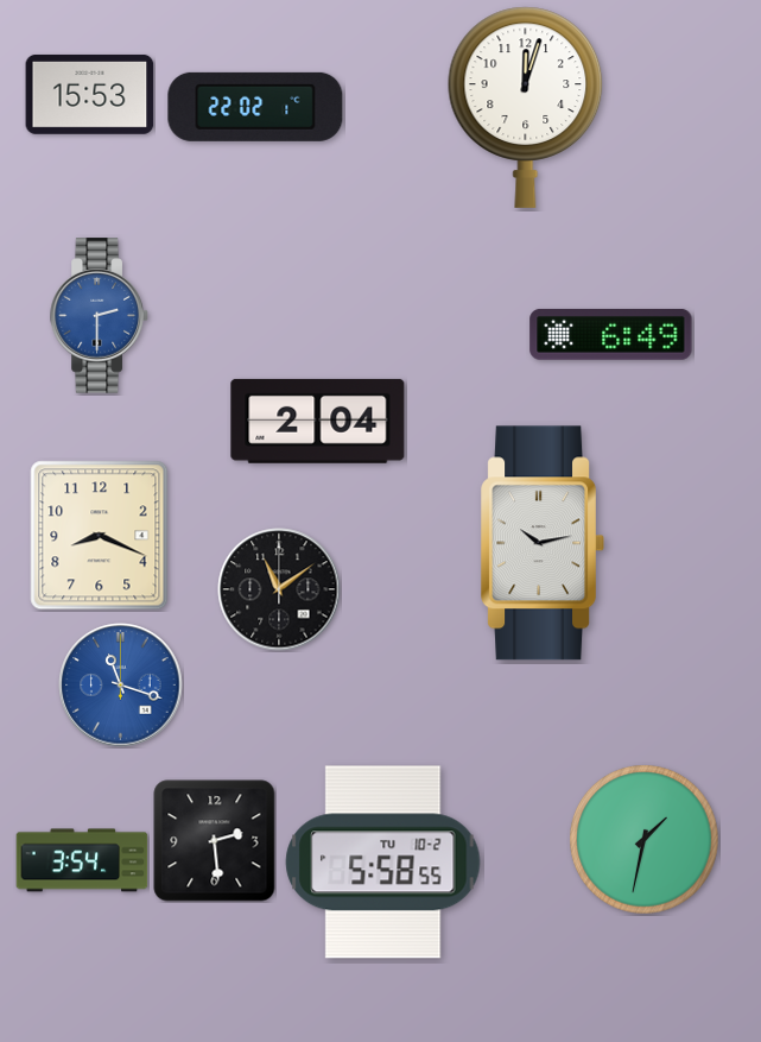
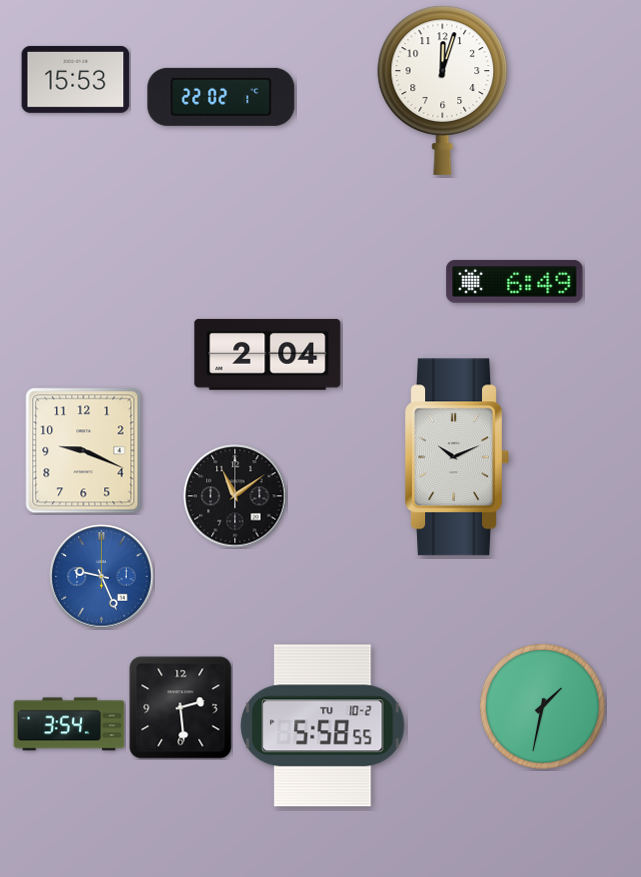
clock at (255, 107) position: (255, 107) -> (221, 97)
clock at (100, 316): 2:30 -> none
clock at (100, 536): 8:19 -> 9:19
clock at (543, 543): 10:13 -> 10:11
clock at (121, 686): 11:18 -> 9:26
